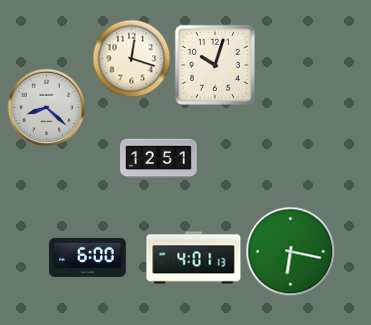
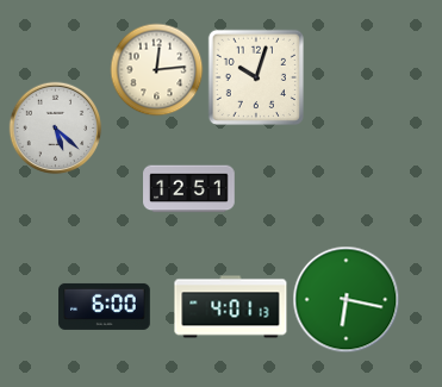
clock at (131, 58): 12:18 -> 12:14
clock at (46, 107): 8:22 -> 5:22
